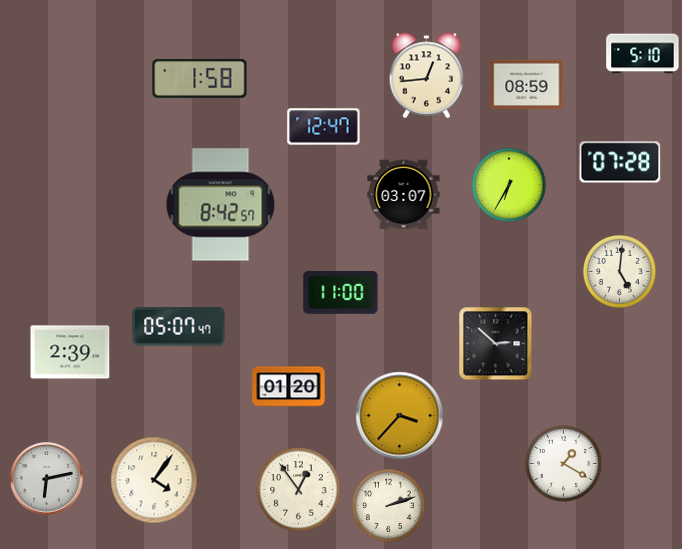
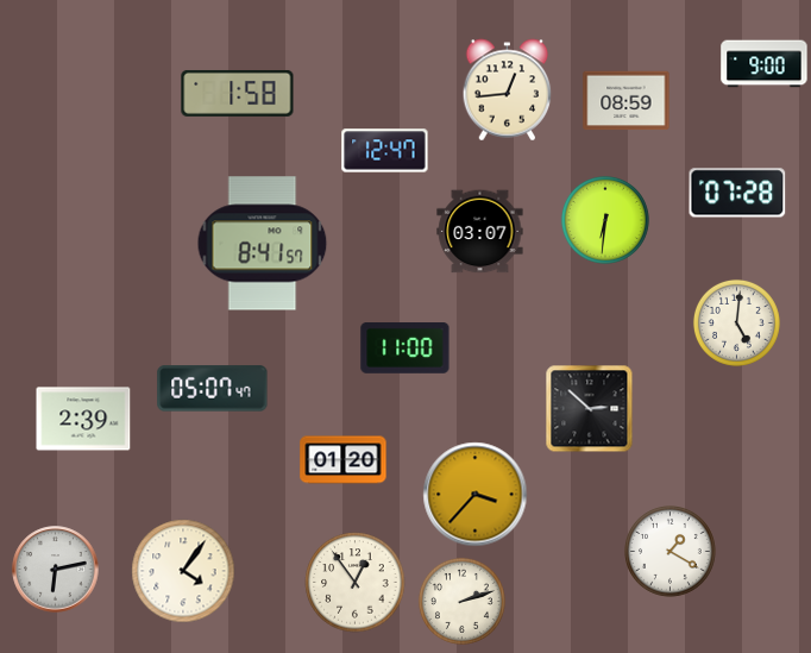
clock at (643, 54): 5:10 -> 9:00
clock at (509, 185): 6:35 -> 6:31
clock at (221, 205): 8:42 -> 8:41
